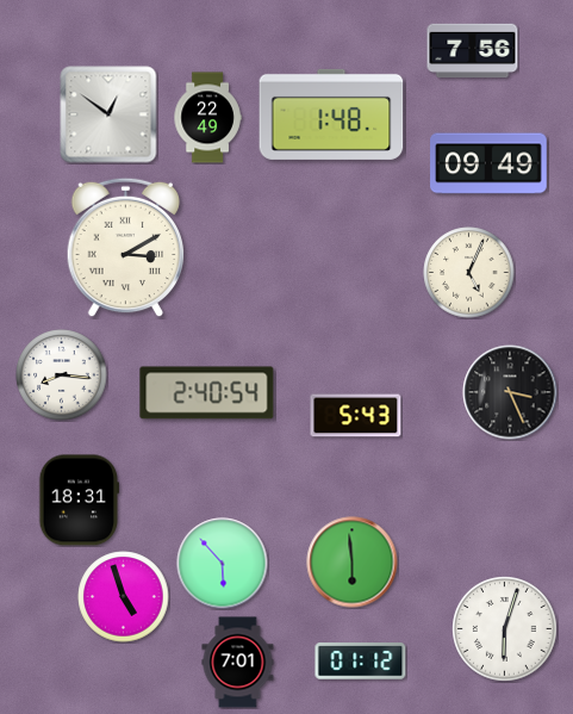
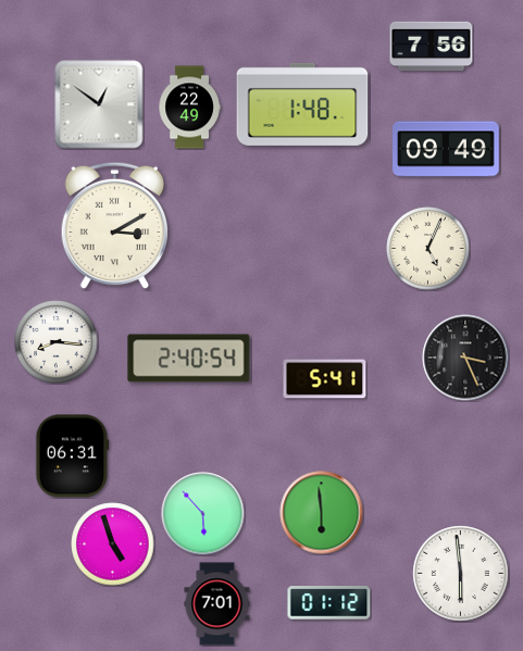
clock at (356, 416): 5:43 -> 5:41
clock at (80, 501): 18:31 -> 06:31
clock at (505, 629): 6:03 -> 5:59
